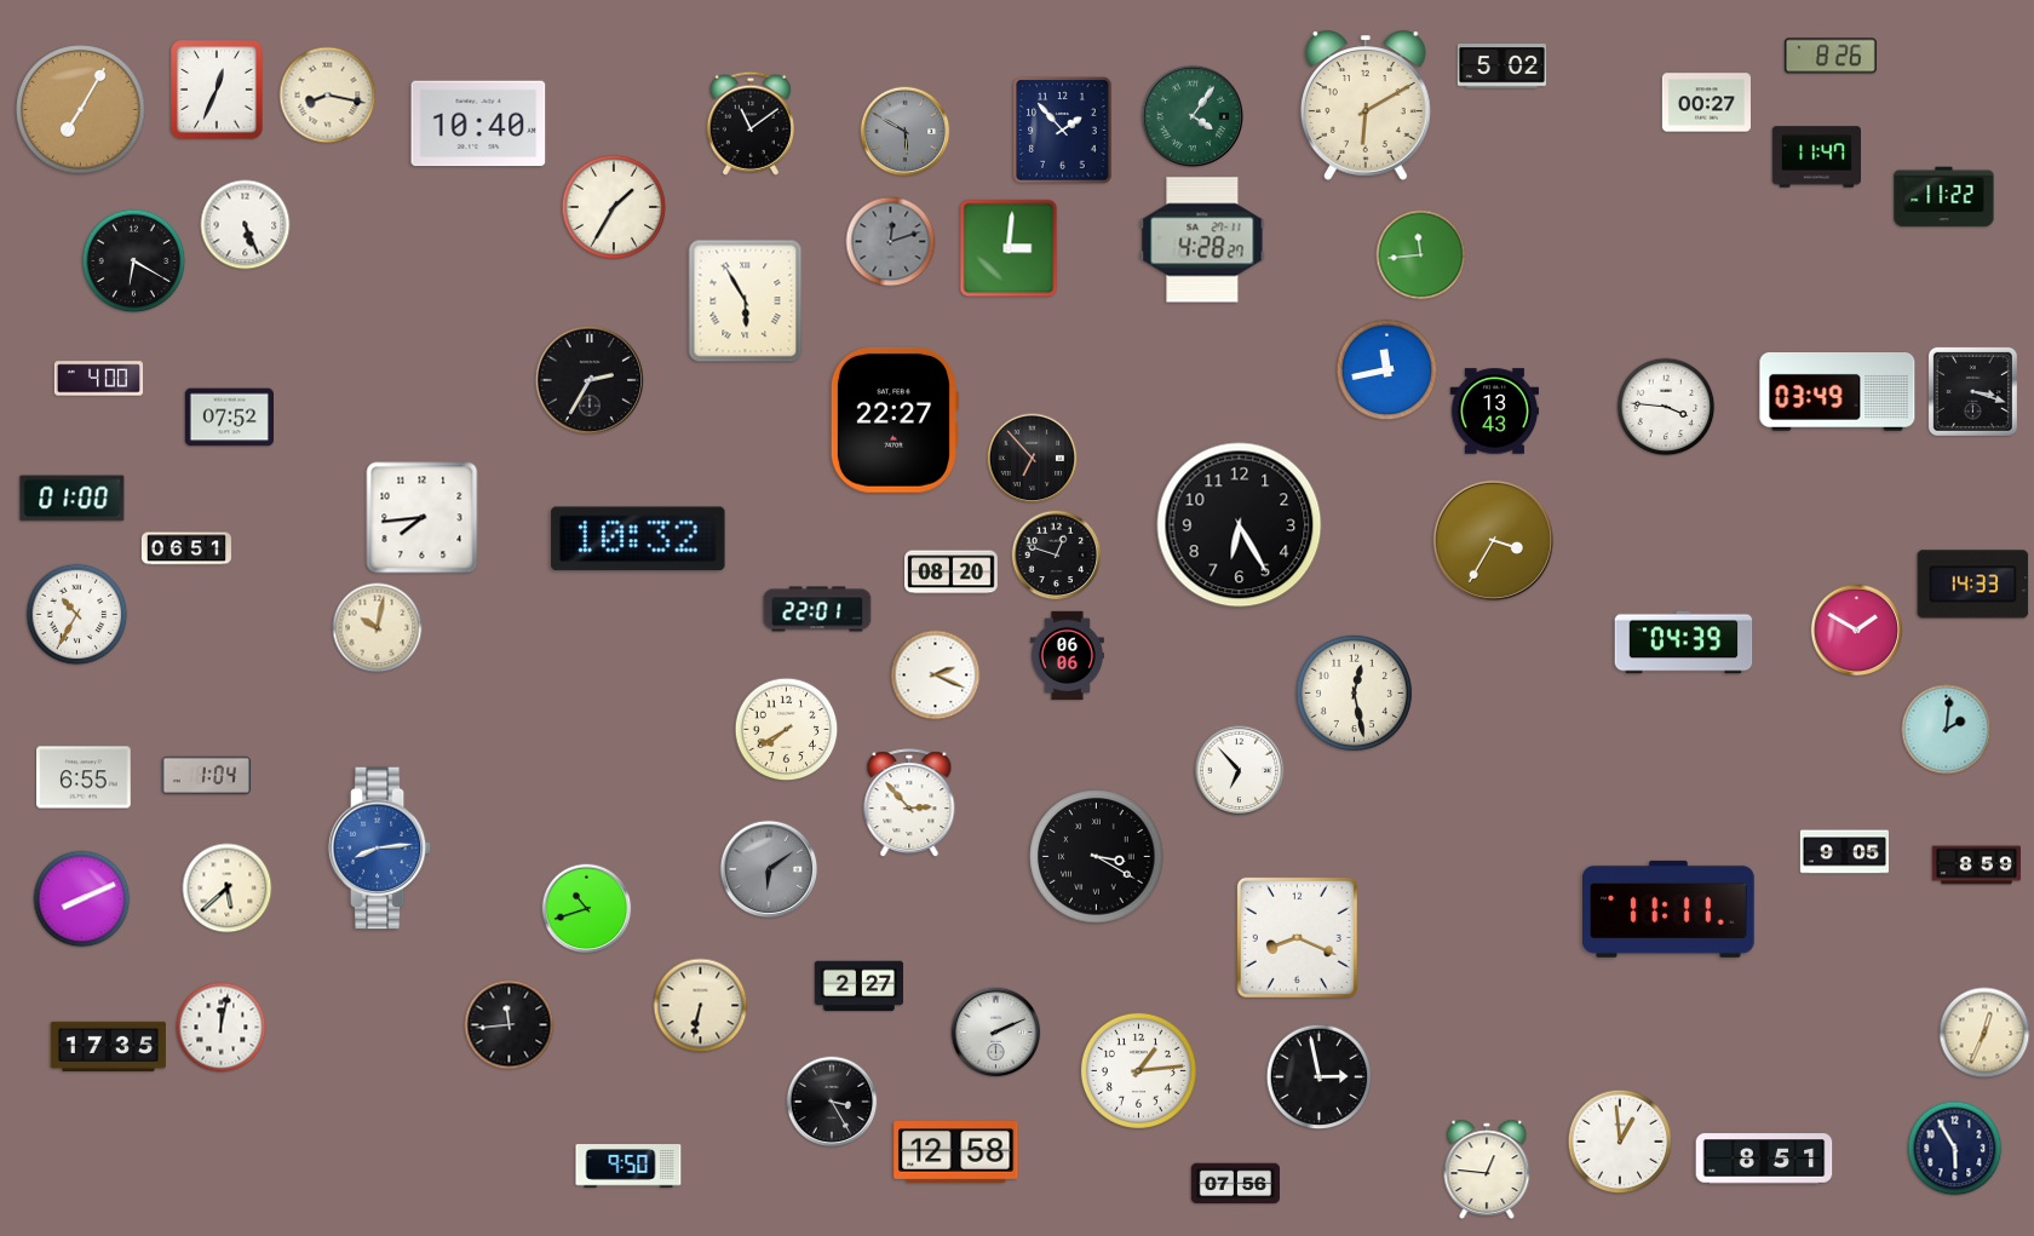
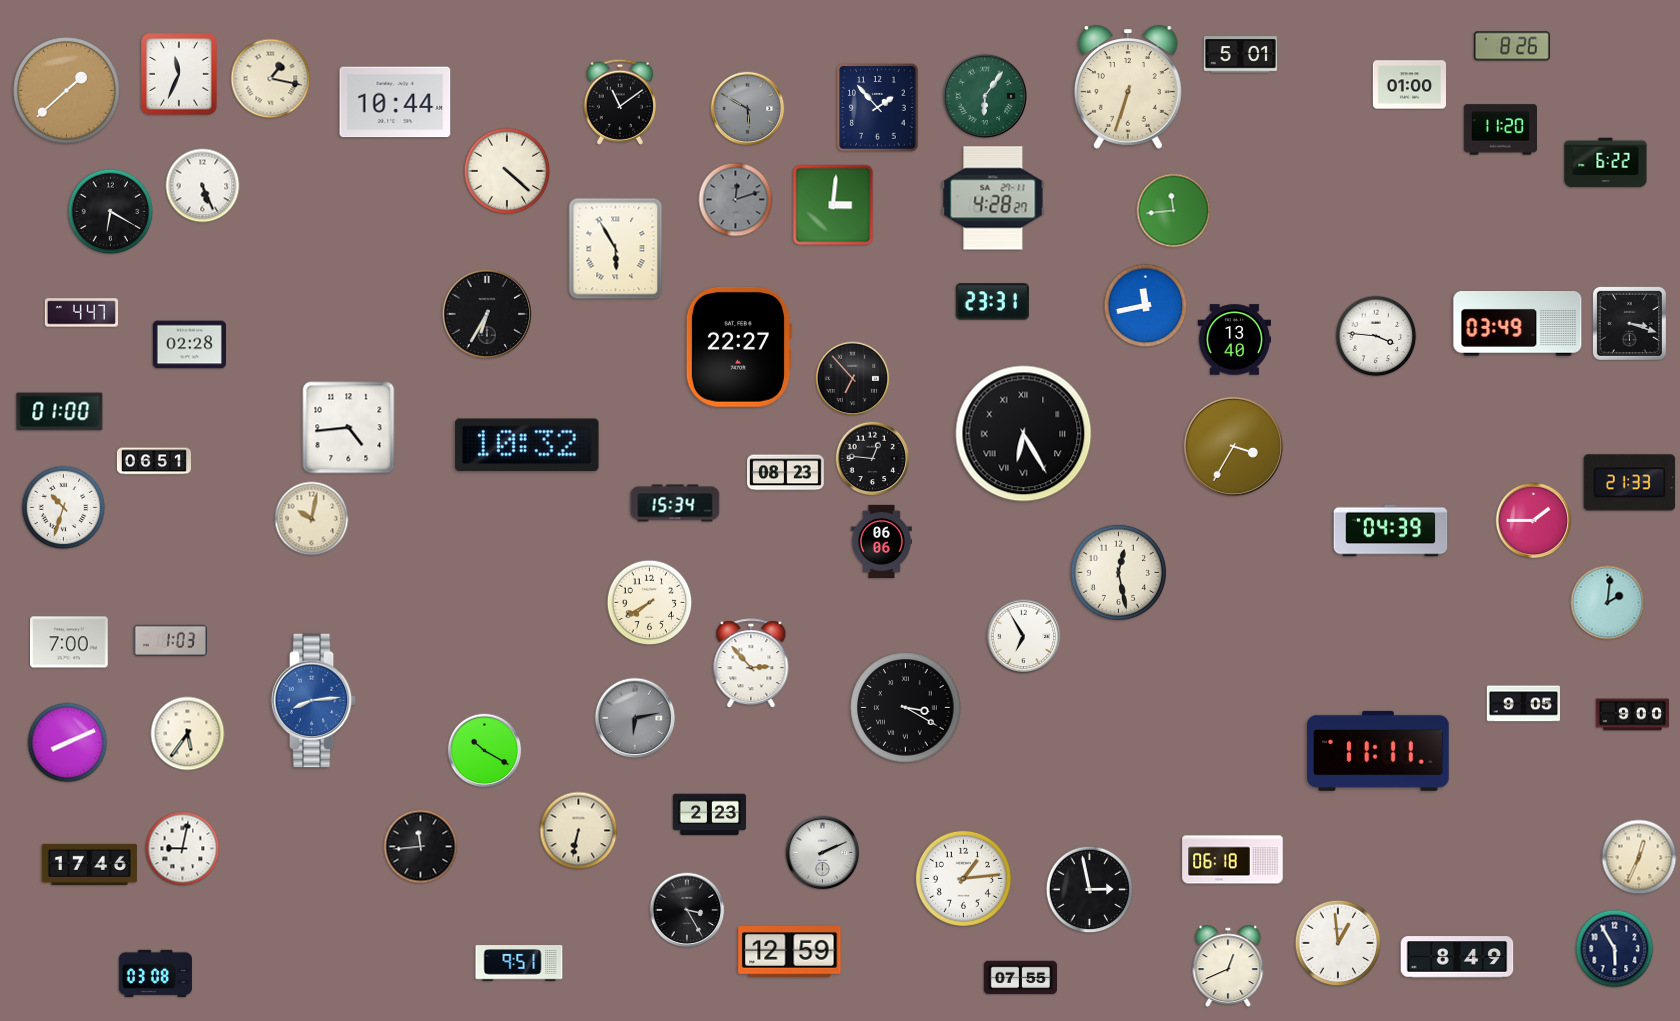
clock at (1501, 67): 5:02 -> 5:01
clock at (217, 90): 12:34 -> 11:34
clock at (328, 96): 8:17 -> 1:17
clock at (1706, 103): 00:27 -> 01:00
clock at (1366, 105): 6:10 -> 6:33
clock at (81, 110): 7:05 -> 1:38
clock at (1193, 116): 4:06 -> 6:06
clock at (478, 123): 10:40 -> 10:44
clock at (1816, 157): 11:47 -> 11:20
clock at (1944, 197): 11:22 -> 6:22
clock at (614, 207): 1:35 -> 4:22
clock at (134, 261) position: (134, 261) -> (111, 212)
clock at (992, 302): none -> 23:31
clock at (98, 379): 4:00 -> 4:47
clock at (588, 379): 2:35 -> 6:35
clock at (1494, 412): 13:43 -> 13:40
clock at (229, 418): 07:52 -> 02:28
clock at (423, 518): 7:44 -> 4:44
clock at (1240, 525) numerals: Arabic -> Roman
clock at (186, 548) position: (186, 548) -> (154, 461)
clock at (1057, 556): 12:48 -> 12:46
clock at (952, 573): 08:20 -> 08:23
clock at (1973, 585): 14:33 -> 21:33
clock at (817, 609): 22:01 -> 15:34
clock at (77, 615): 10:35 -> 10:33
clock at (1857, 631): 1:50 -> 1:45
clock at (936, 676): 2:19 -> none
clock at (1240, 771): 6:53 -> 6:55
clock at (206, 775): 1:04 -> 1:03
clock at (84, 777): 6:55 -> 7:00
clock at (1976, 866): 8:59 -> 9:00
clock at (769, 869): 6:09 -> 6:13
clock at (228, 889): 5:38 -> 5:36
clock at (587, 909): 10:42 -> 10:20
clock at (1297, 937): 8:19 -> none
clock at (858, 987): 2:27 -> 2:23
clock at (222, 1028): 12:02 -> 9:02
clock at (1984, 1033) position: (1984, 1033) -> (1639, 857)
clock at (1233, 860): none -> 06:18
clock at (108, 1046): 17:35 -> 17:46
clock at (1138, 1070) position: (1138, 1070) -> (963, 878)
clock at (956, 1152): 12:58 -> 12:59
clock at (1764, 1159): 8:51 -> 8:49
clock at (628, 1166): 9:50 -> 9:51
clock at (1487, 1169): 12:46 -> 12:41
clock at (155, 973): none -> 03:08
clock at (1235, 1184): 07:56 -> 07:55
